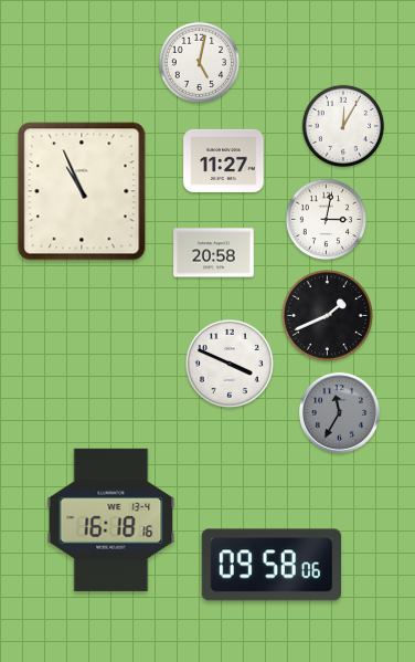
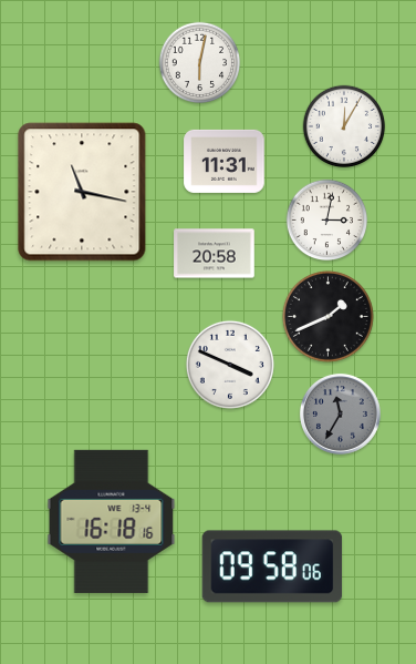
clock at (200, 63): 5:02 -> 6:02
clock at (224, 160): 11:27 -> 11:31
clock at (82, 191): 10:56 -> 11:17
